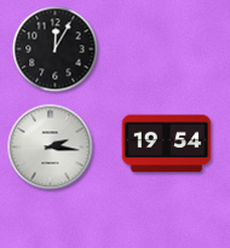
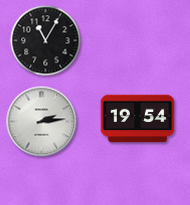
clock at (56, 50): 12:05 -> 11:05
clock at (51, 148): 2:16 -> 2:14
